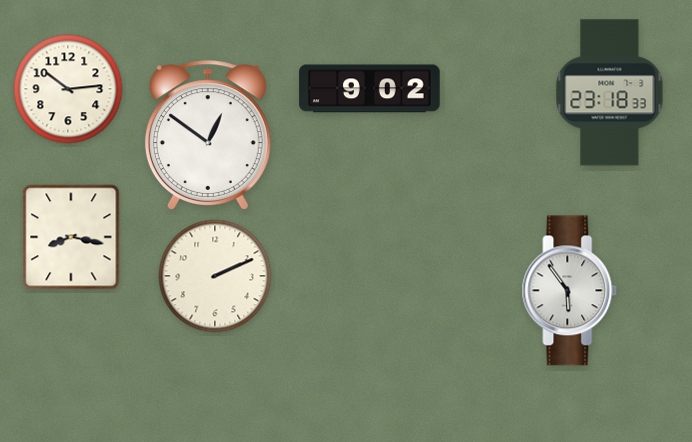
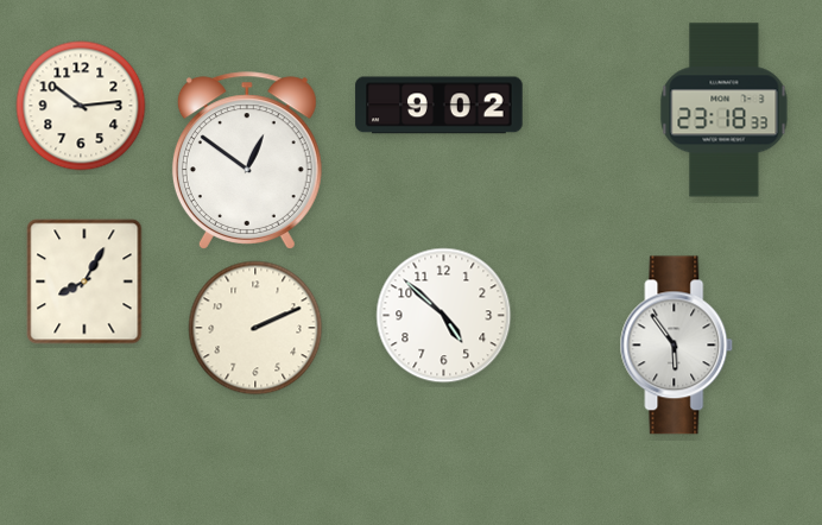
clock at (71, 237): 8:17 -> 8:05
clock at (444, 316): none -> 4:52
